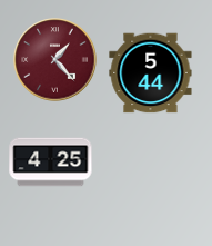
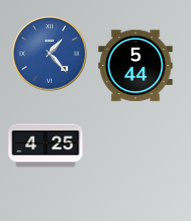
clock at (55, 60) dial: burgundy -> blue
